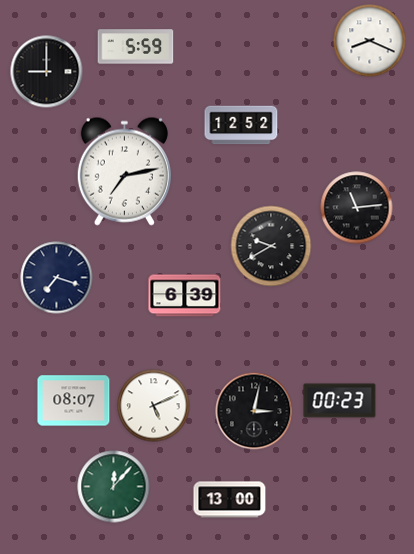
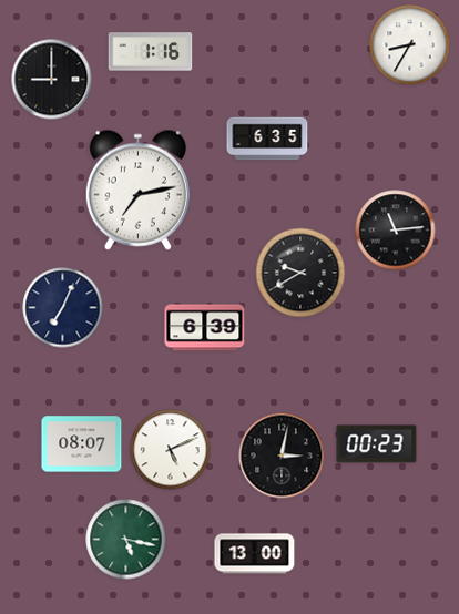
clock at (370, 41): 8:19 -> 8:35
clock at (136, 47): 5:59 -> 1:16
clock at (241, 125): 12:52 -> 6:35
clock at (57, 278): 7:18 -> 7:04
clock at (114, 487): 12:07 -> 5:17
